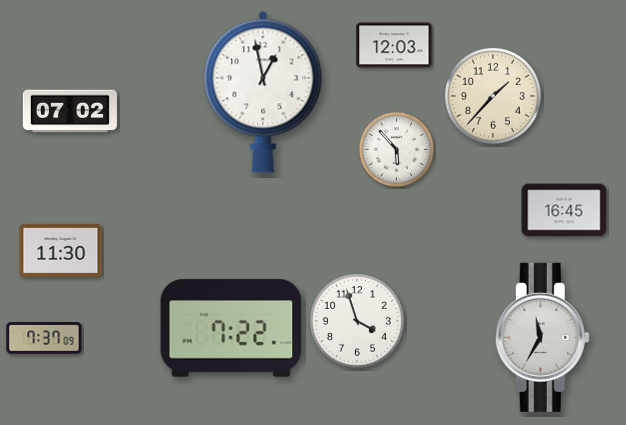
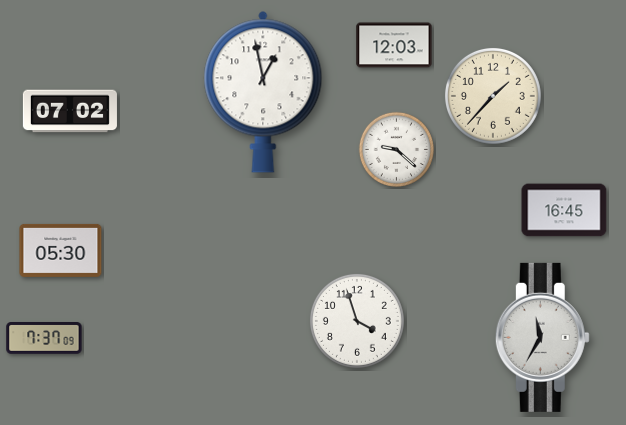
clock at (396, 149): 5:53 -> 9:22
clock at (61, 250): 11:30 -> 05:30
clock at (231, 328): 7:22 -> none
